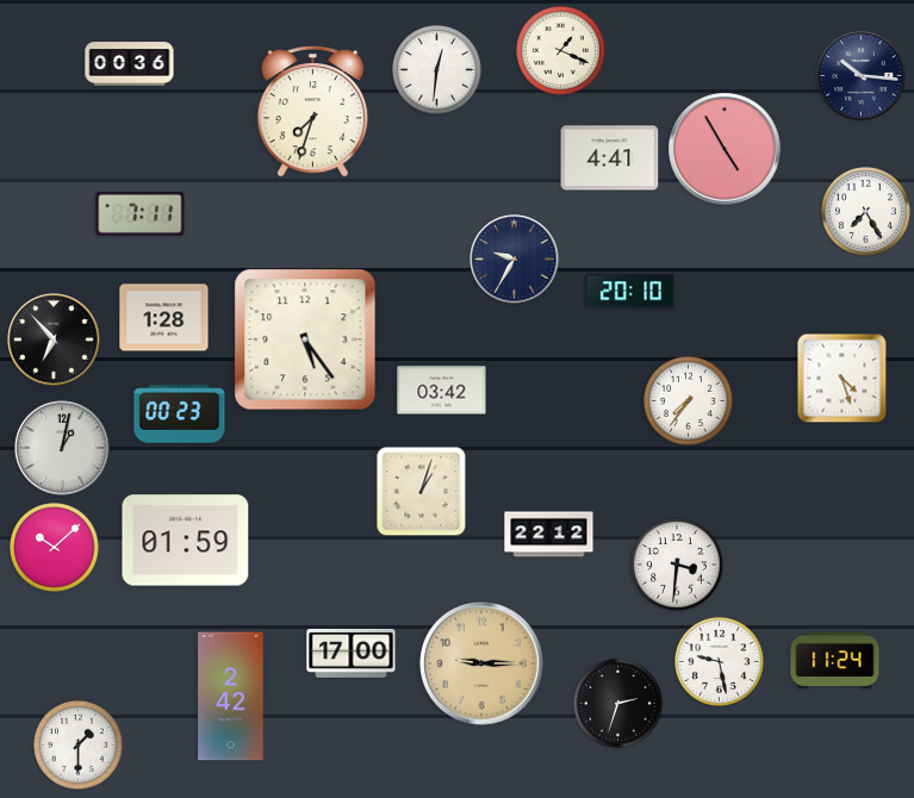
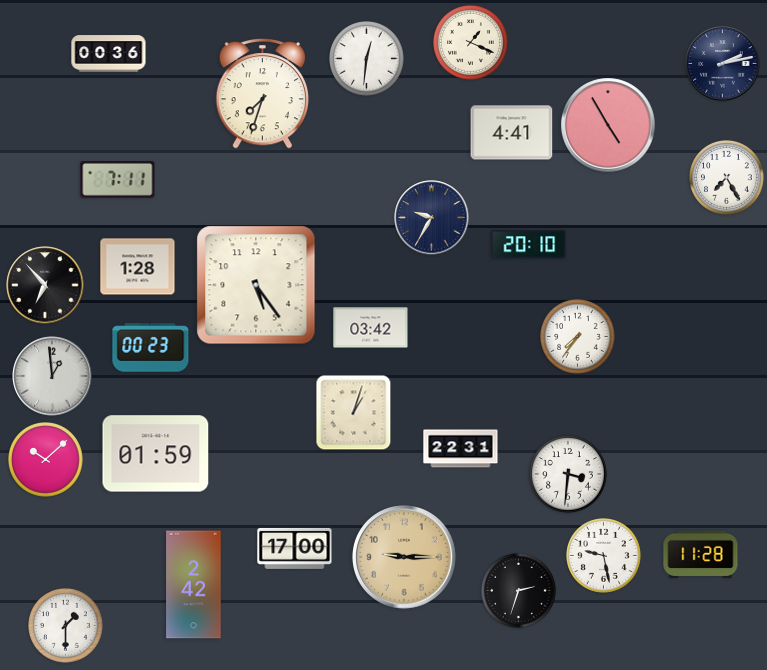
clock at (862, 76): 10:16 -> 2:13
clock at (843, 379): 4:27 -> none
clock at (62, 448): 1:02 -> 12:59
clock at (549, 535): 22:12 -> 22:31
clock at (835, 660): 11:24 -> 11:28
